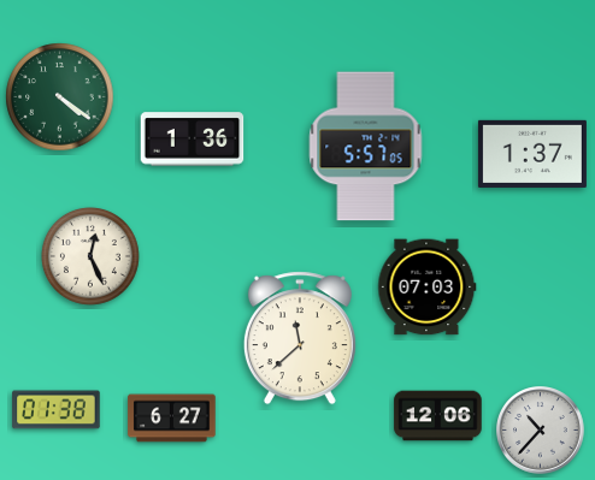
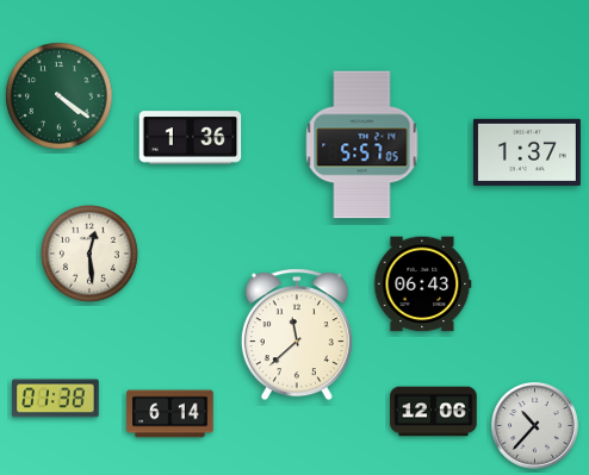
clock at (90, 256): 12:26 -> 12:29
clock at (428, 288): 07:03 -> 06:43
clock at (57, 410) position: (57, 410) -> (56, 399)
clock at (172, 419): 6:27 -> 6:14
